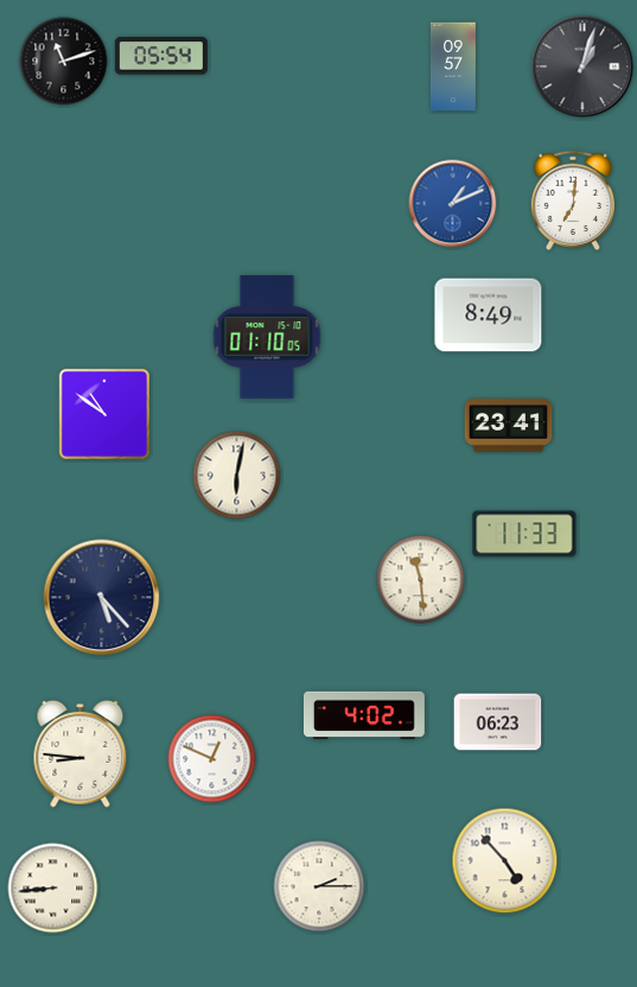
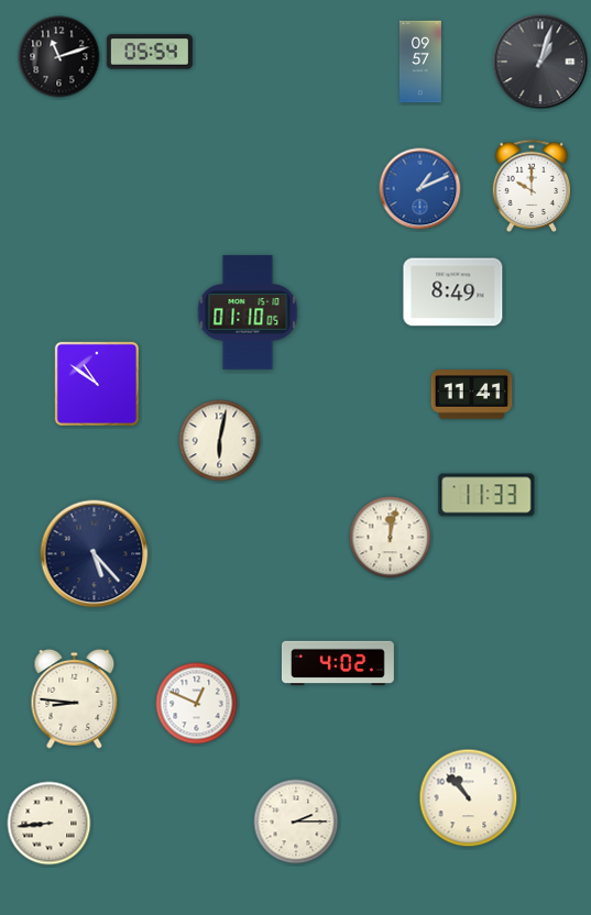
clock at (573, 200): 7:01 -> 10:00
clock at (509, 426): 23:41 -> 11:41
clock at (421, 580): 11:29 -> 12:02
clock at (498, 722): 06:23 -> none
clock at (505, 861): 4:53 -> 10:53
